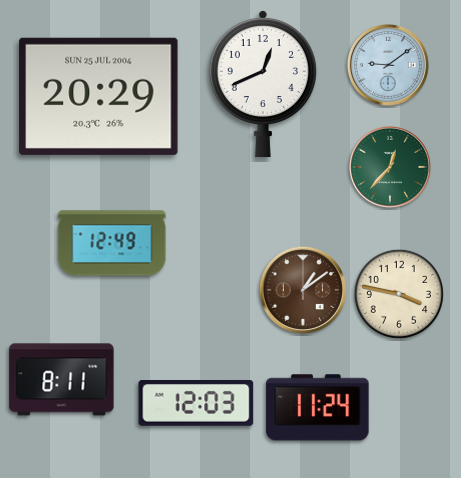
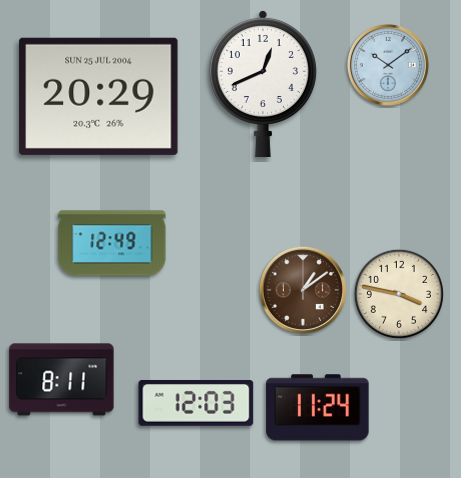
clock at (388, 65): 9:09 -> 10:09
clock at (390, 167): 12:37 -> none
